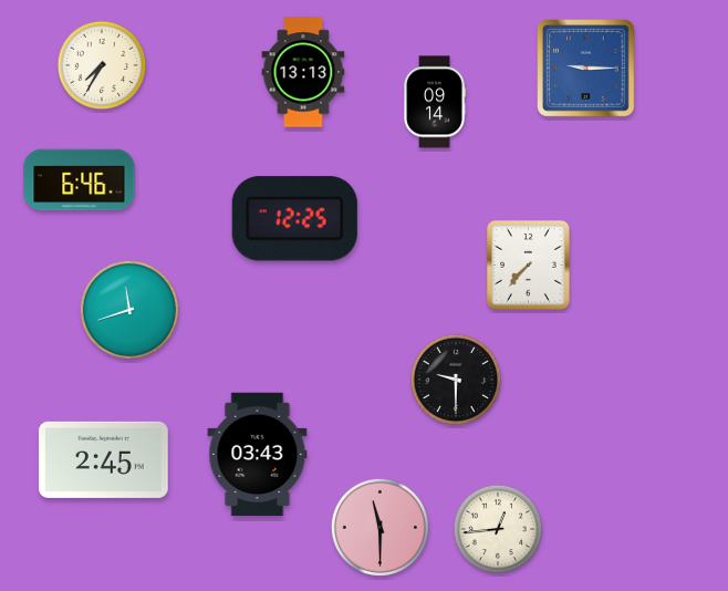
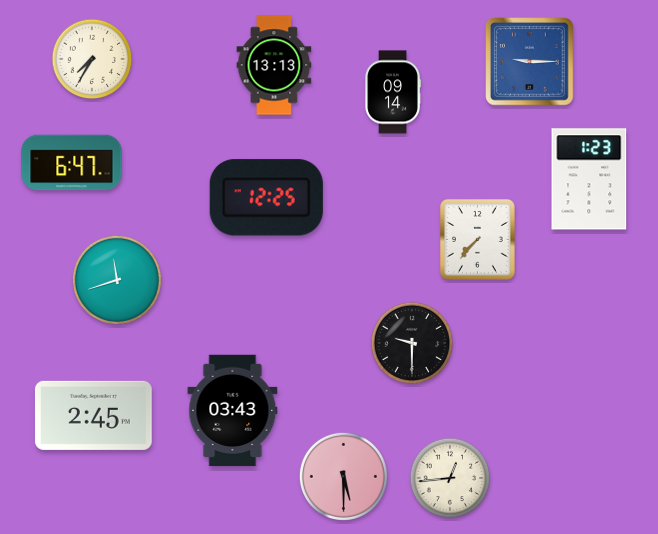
clock at (80, 180): 6:46 -> 6:47
clock at (589, 179): none -> 1:23
clock at (379, 527): 11:30 -> 5:30
